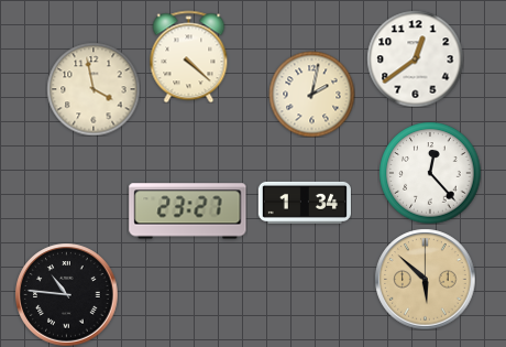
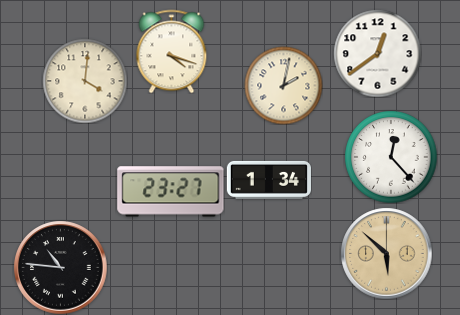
clock at (189, 56): 4:22 -> 4:18
clock at (94, 89): 3:58 -> 4:01
clock at (305, 203) position: (305, 203) -> (269, 180)
